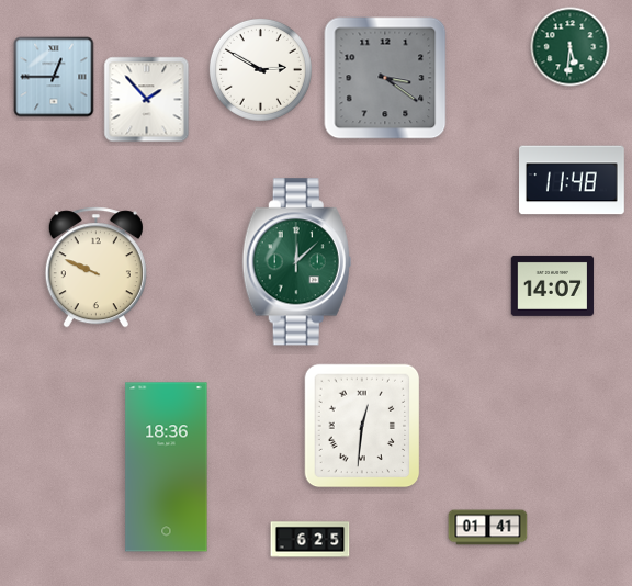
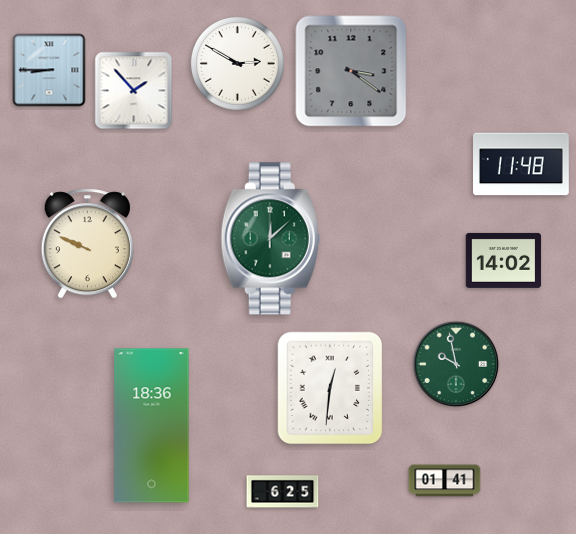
clock at (571, 47): 5:31 -> none
clock at (54, 77): 12:45 -> 8:45
clock at (553, 285): 14:07 -> 14:02
clock at (456, 364): none -> 9:58
